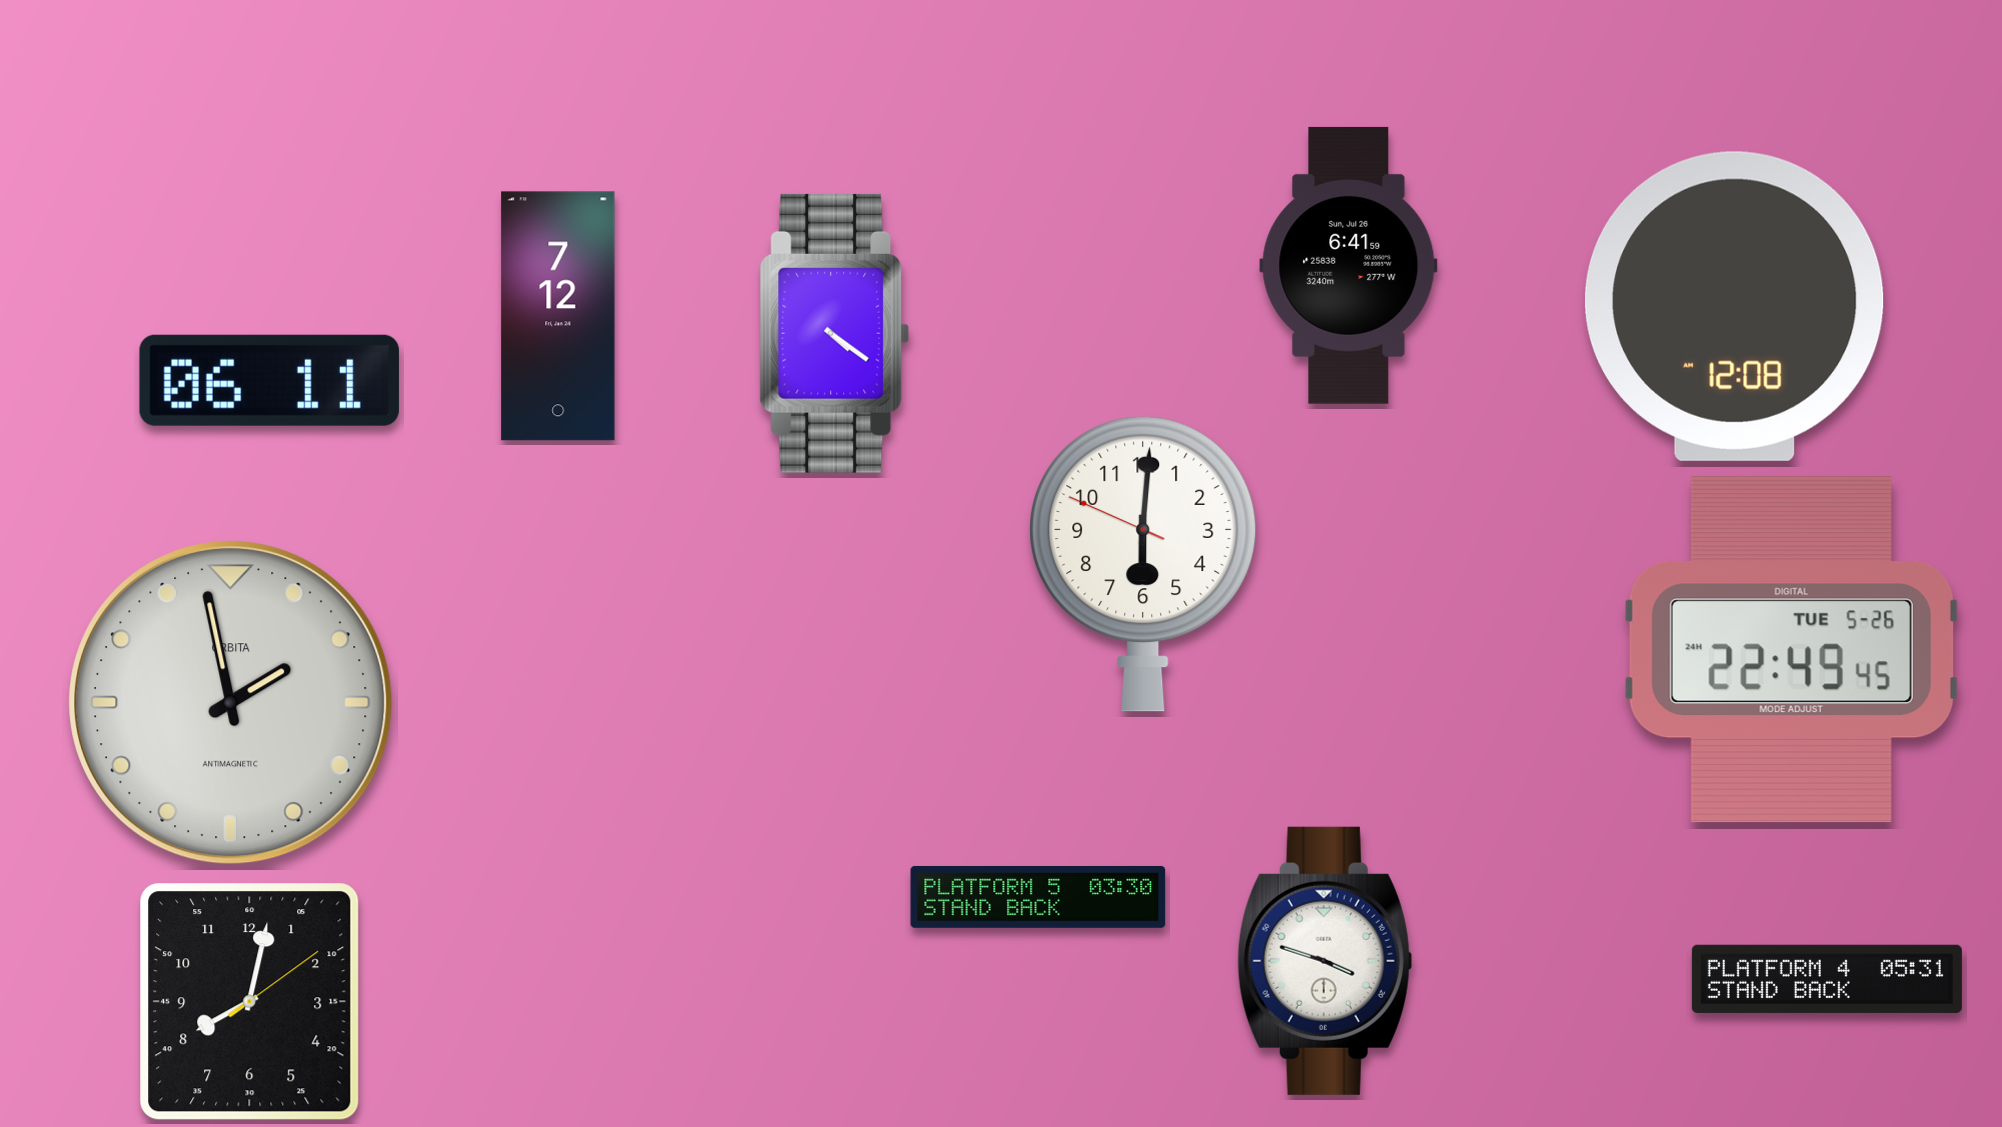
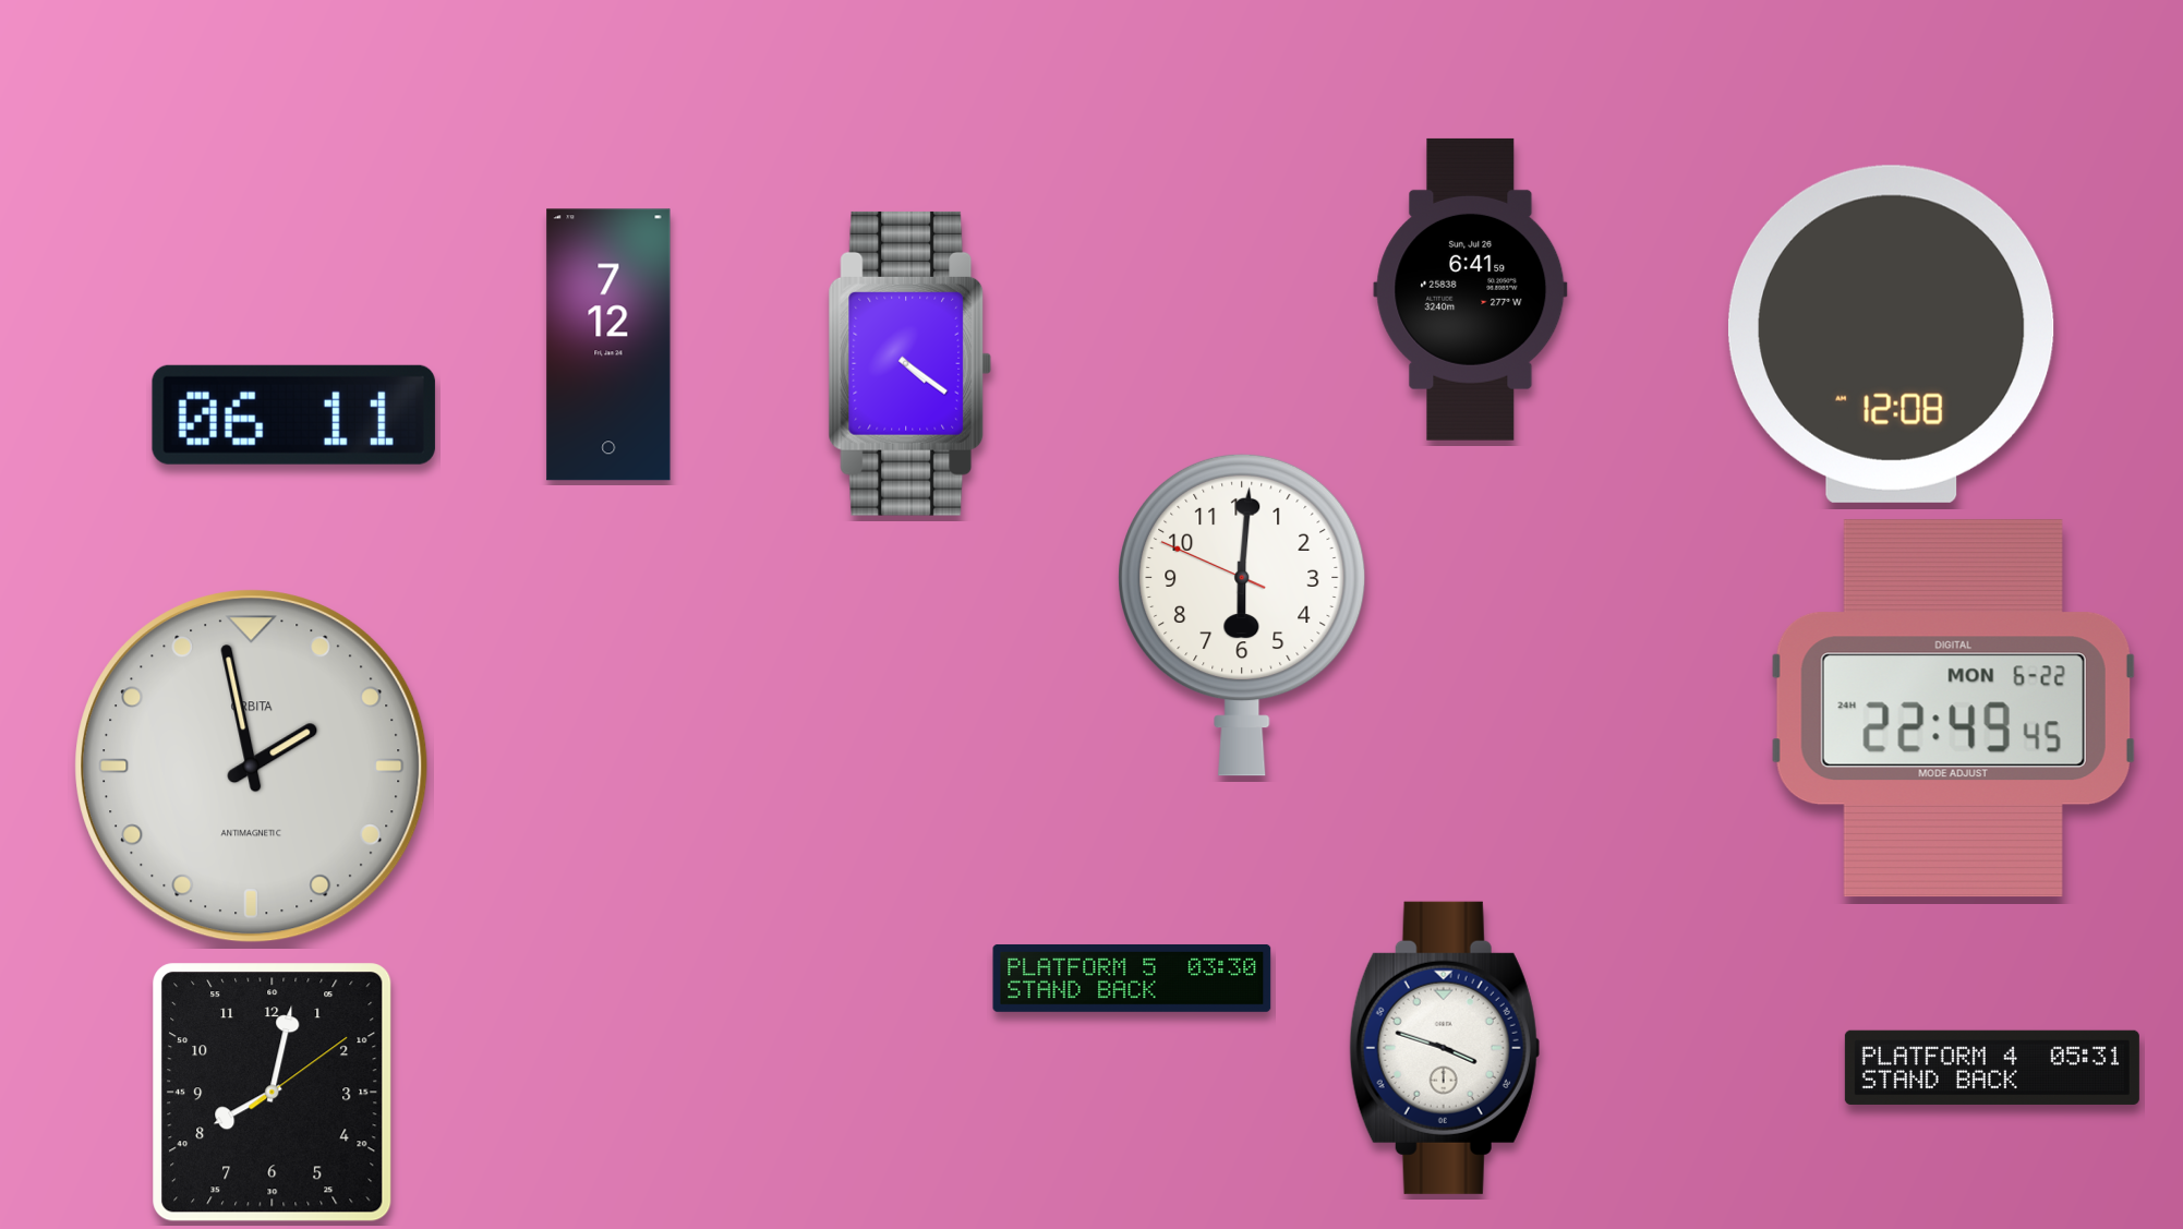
clock at (1143, 564) position: (1143, 564) -> (1242, 615)
clock at (1791, 650) date: TUE 5-26 -> MON 6-22
